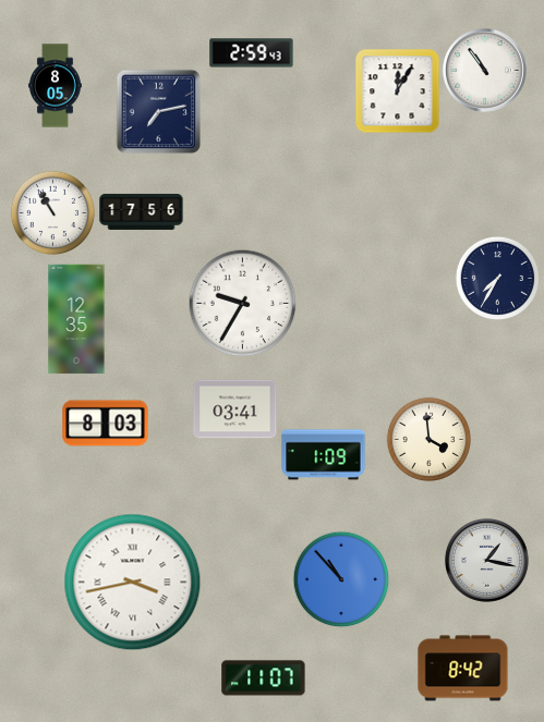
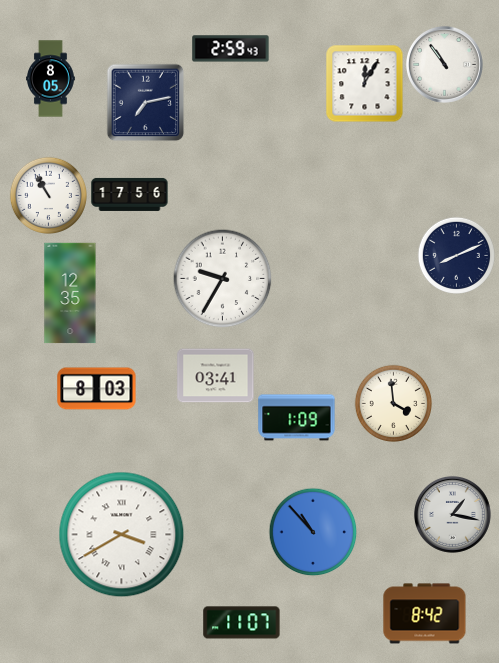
clock at (497, 278): 7:35 -> 8:11
clock at (486, 560) position: (486, 560) -> (452, 514)
clock at (133, 583): 3:43 -> 3:40
